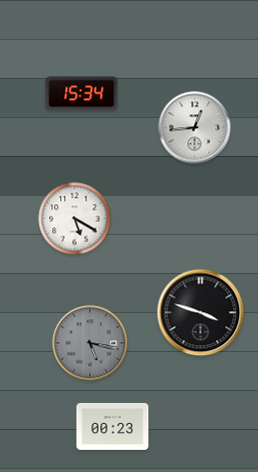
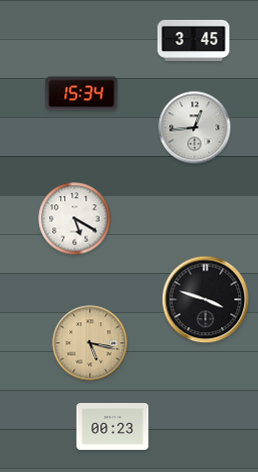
clock at (194, 40): none -> 3:45
clock at (201, 313) position: (201, 313) -> (206, 300)
clock at (90, 343) dial: grey -> champagne
